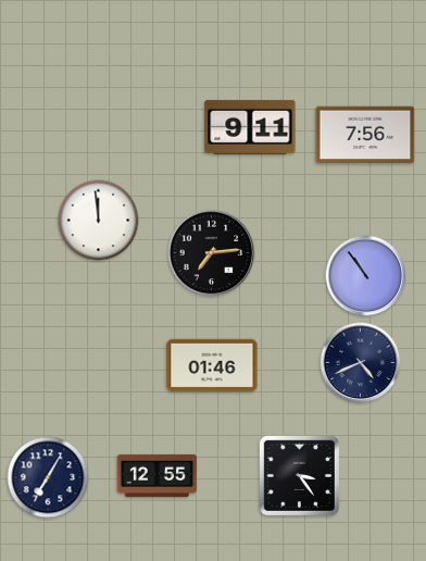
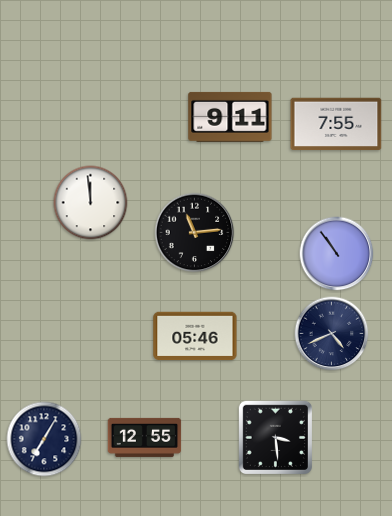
clock at (365, 135): 7:56 -> 7:55
clock at (212, 253): 7:14 -> 11:14
clock at (212, 365): 01:46 -> 05:46
clock at (299, 475): 3:24 -> 3:29
